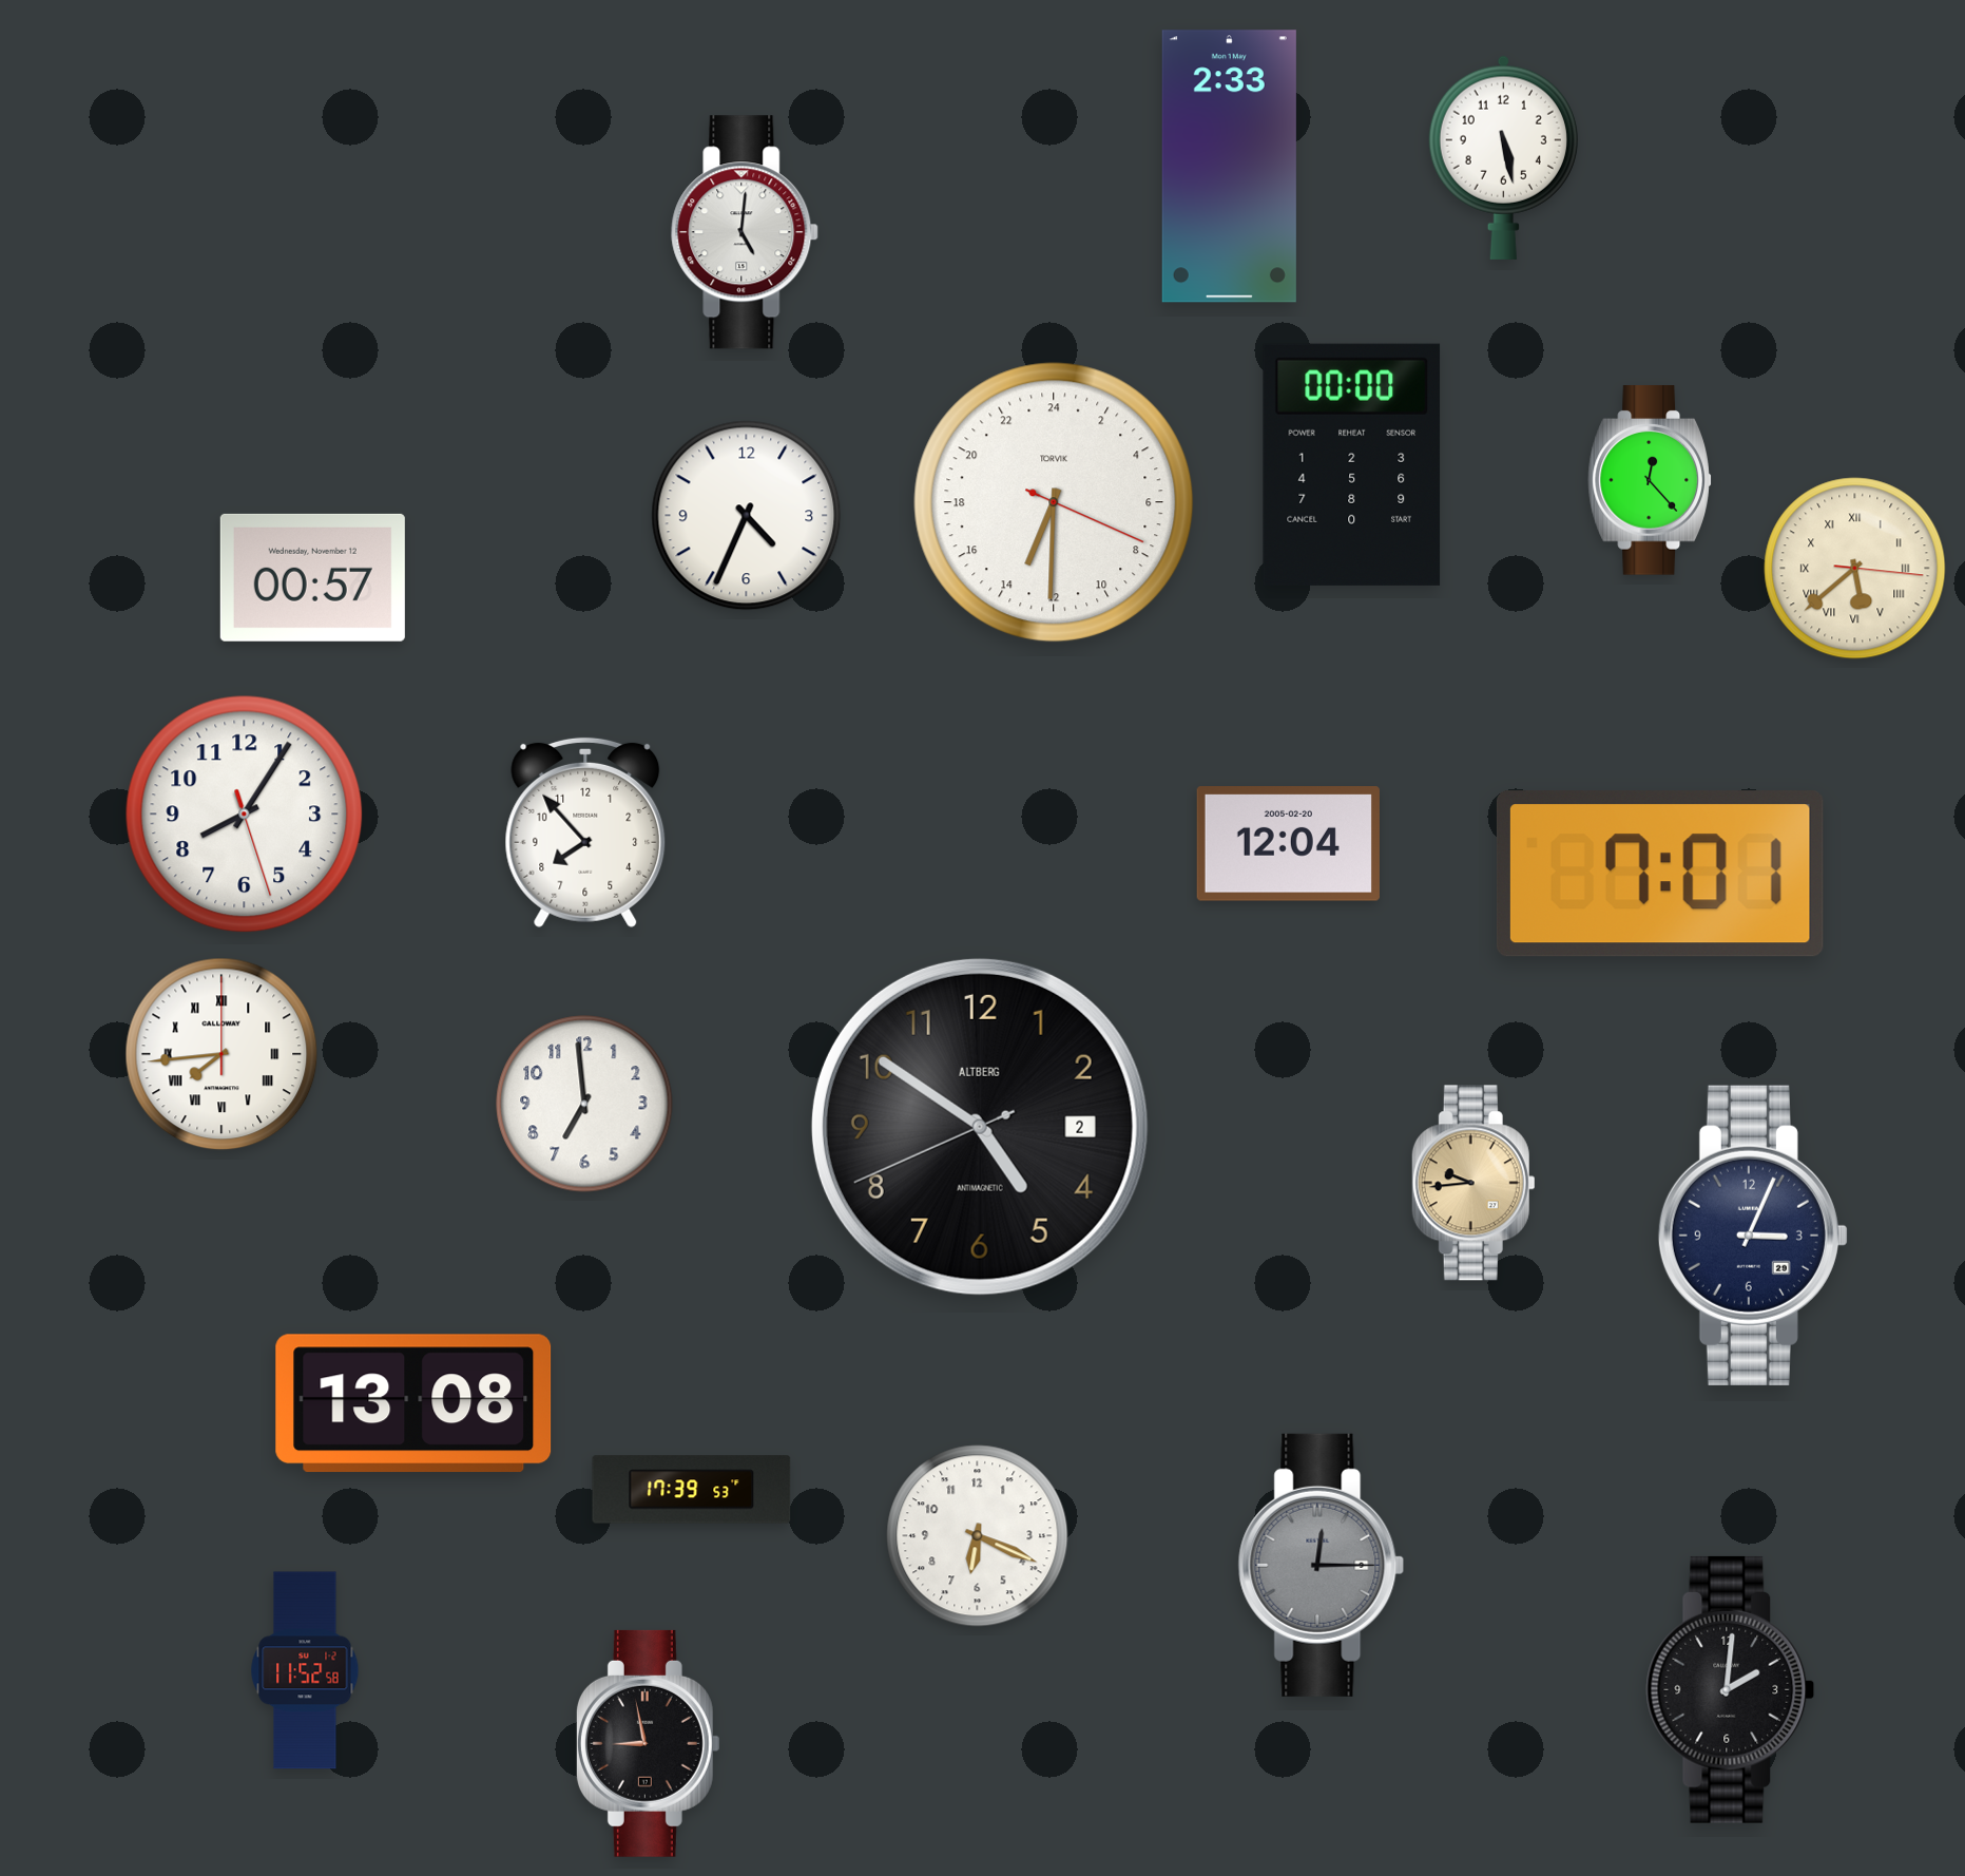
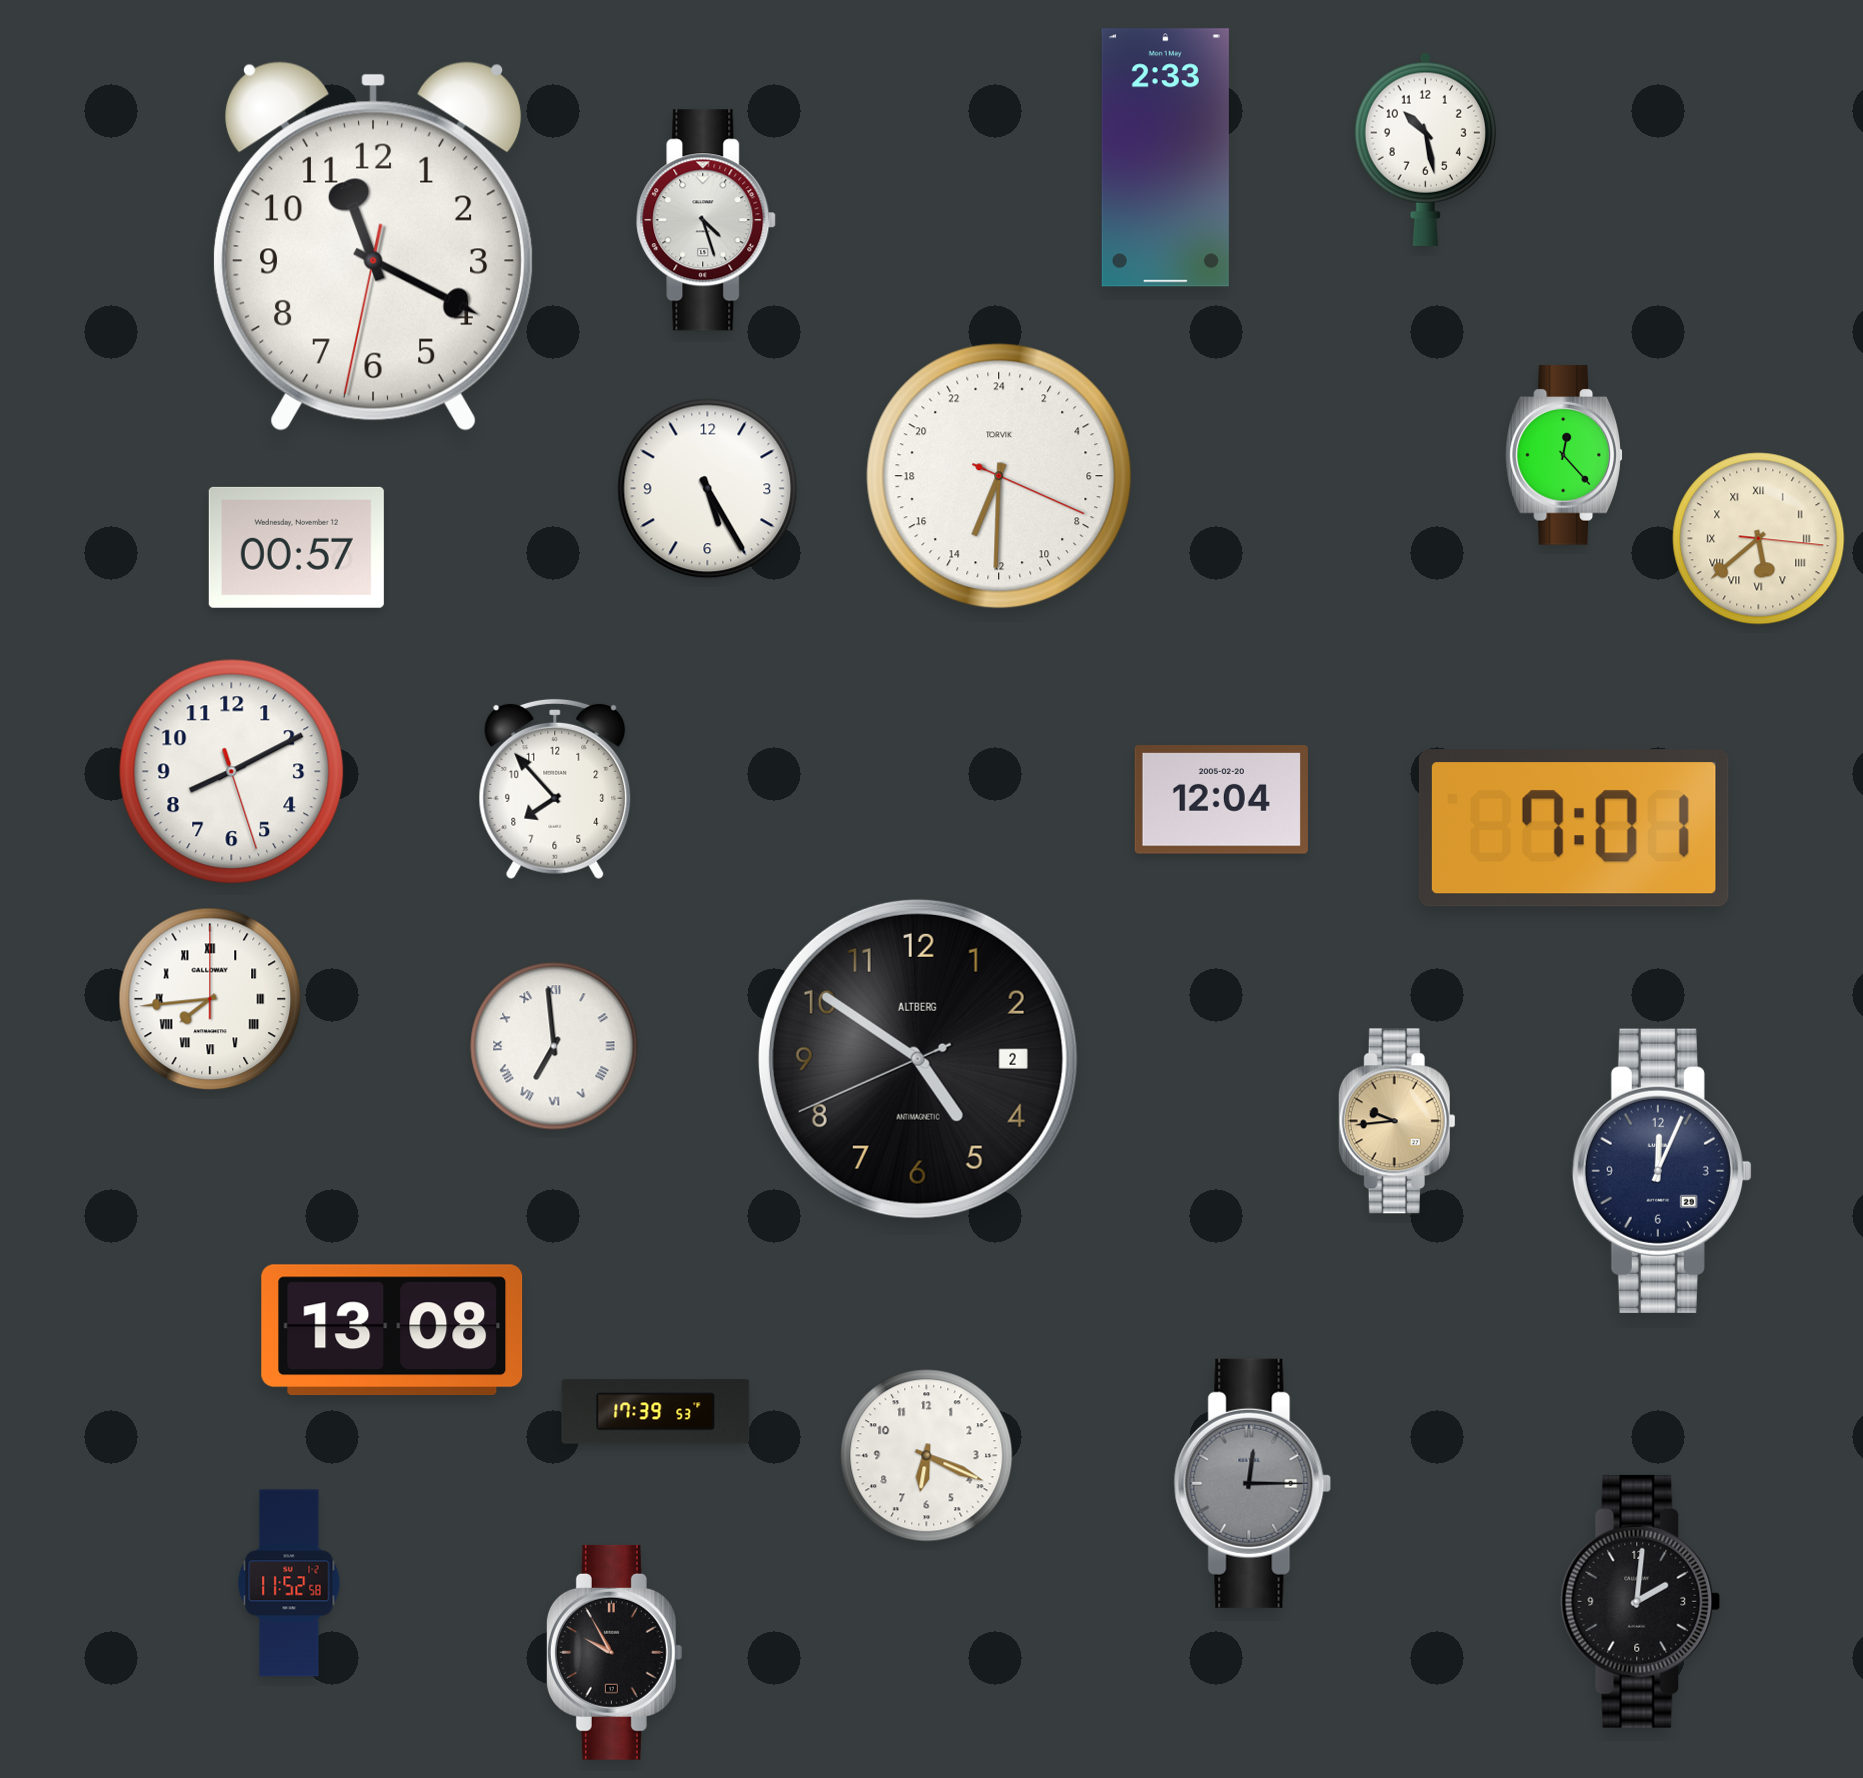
clock at (1503, 157): 5:28 -> 10:28
clock at (746, 232): 5:01 -> 4:27
clock at (374, 246): none -> 11:19
clock at (1352, 464): 00:00 -> none
clock at (747, 516): 4:34 -> 5:25
clock at (245, 815): 8:05 -> 8:10
clock at (584, 1104) numerals: Arabic -> Roman
clock at (980, 1127) position: (980, 1127) -> (918, 1059)
clock at (1753, 1236): 3:04 -> 12:04
clock at (648, 1743): 8:58 -> 9:55
